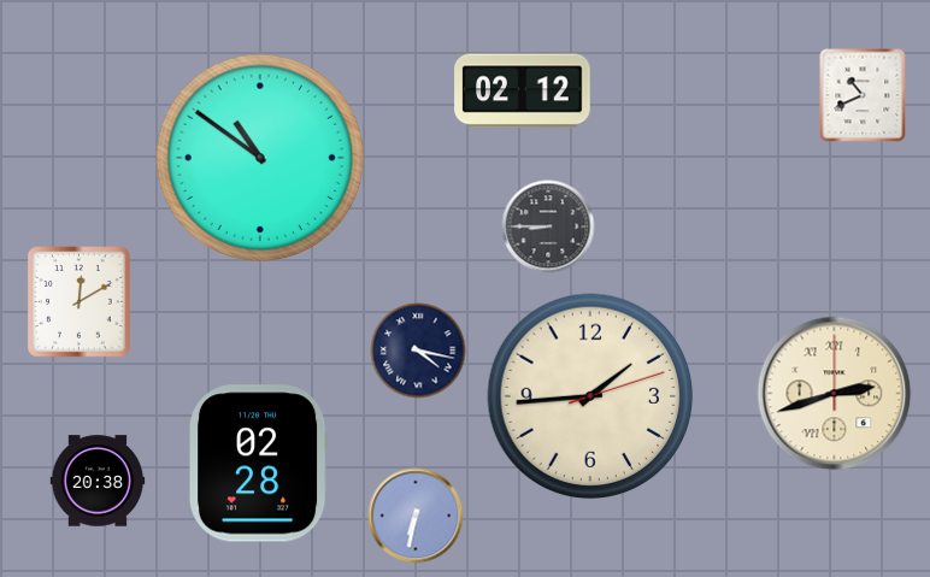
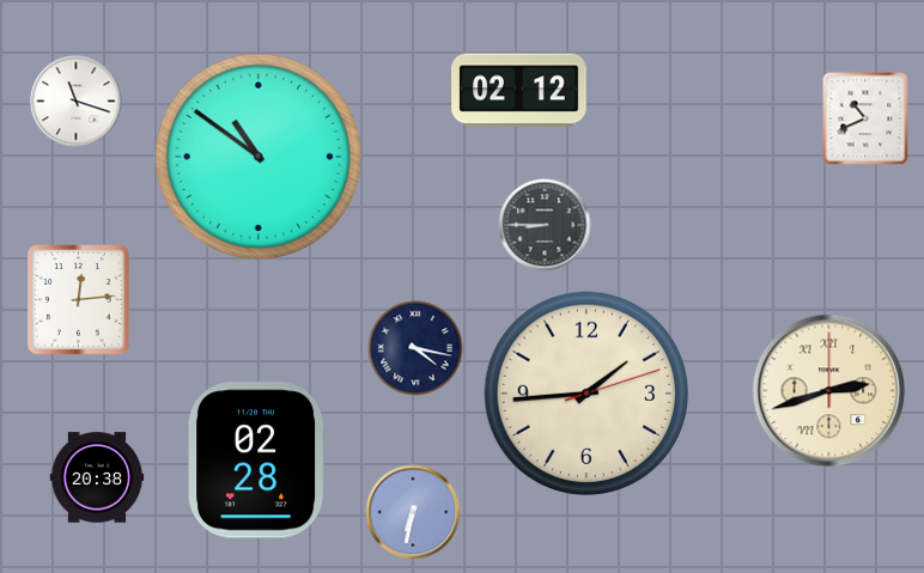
clock at (863, 95) position: (863, 95) -> (865, 118)
clock at (77, 102): none -> 11:18
clock at (80, 302): 12:10 -> 12:14
